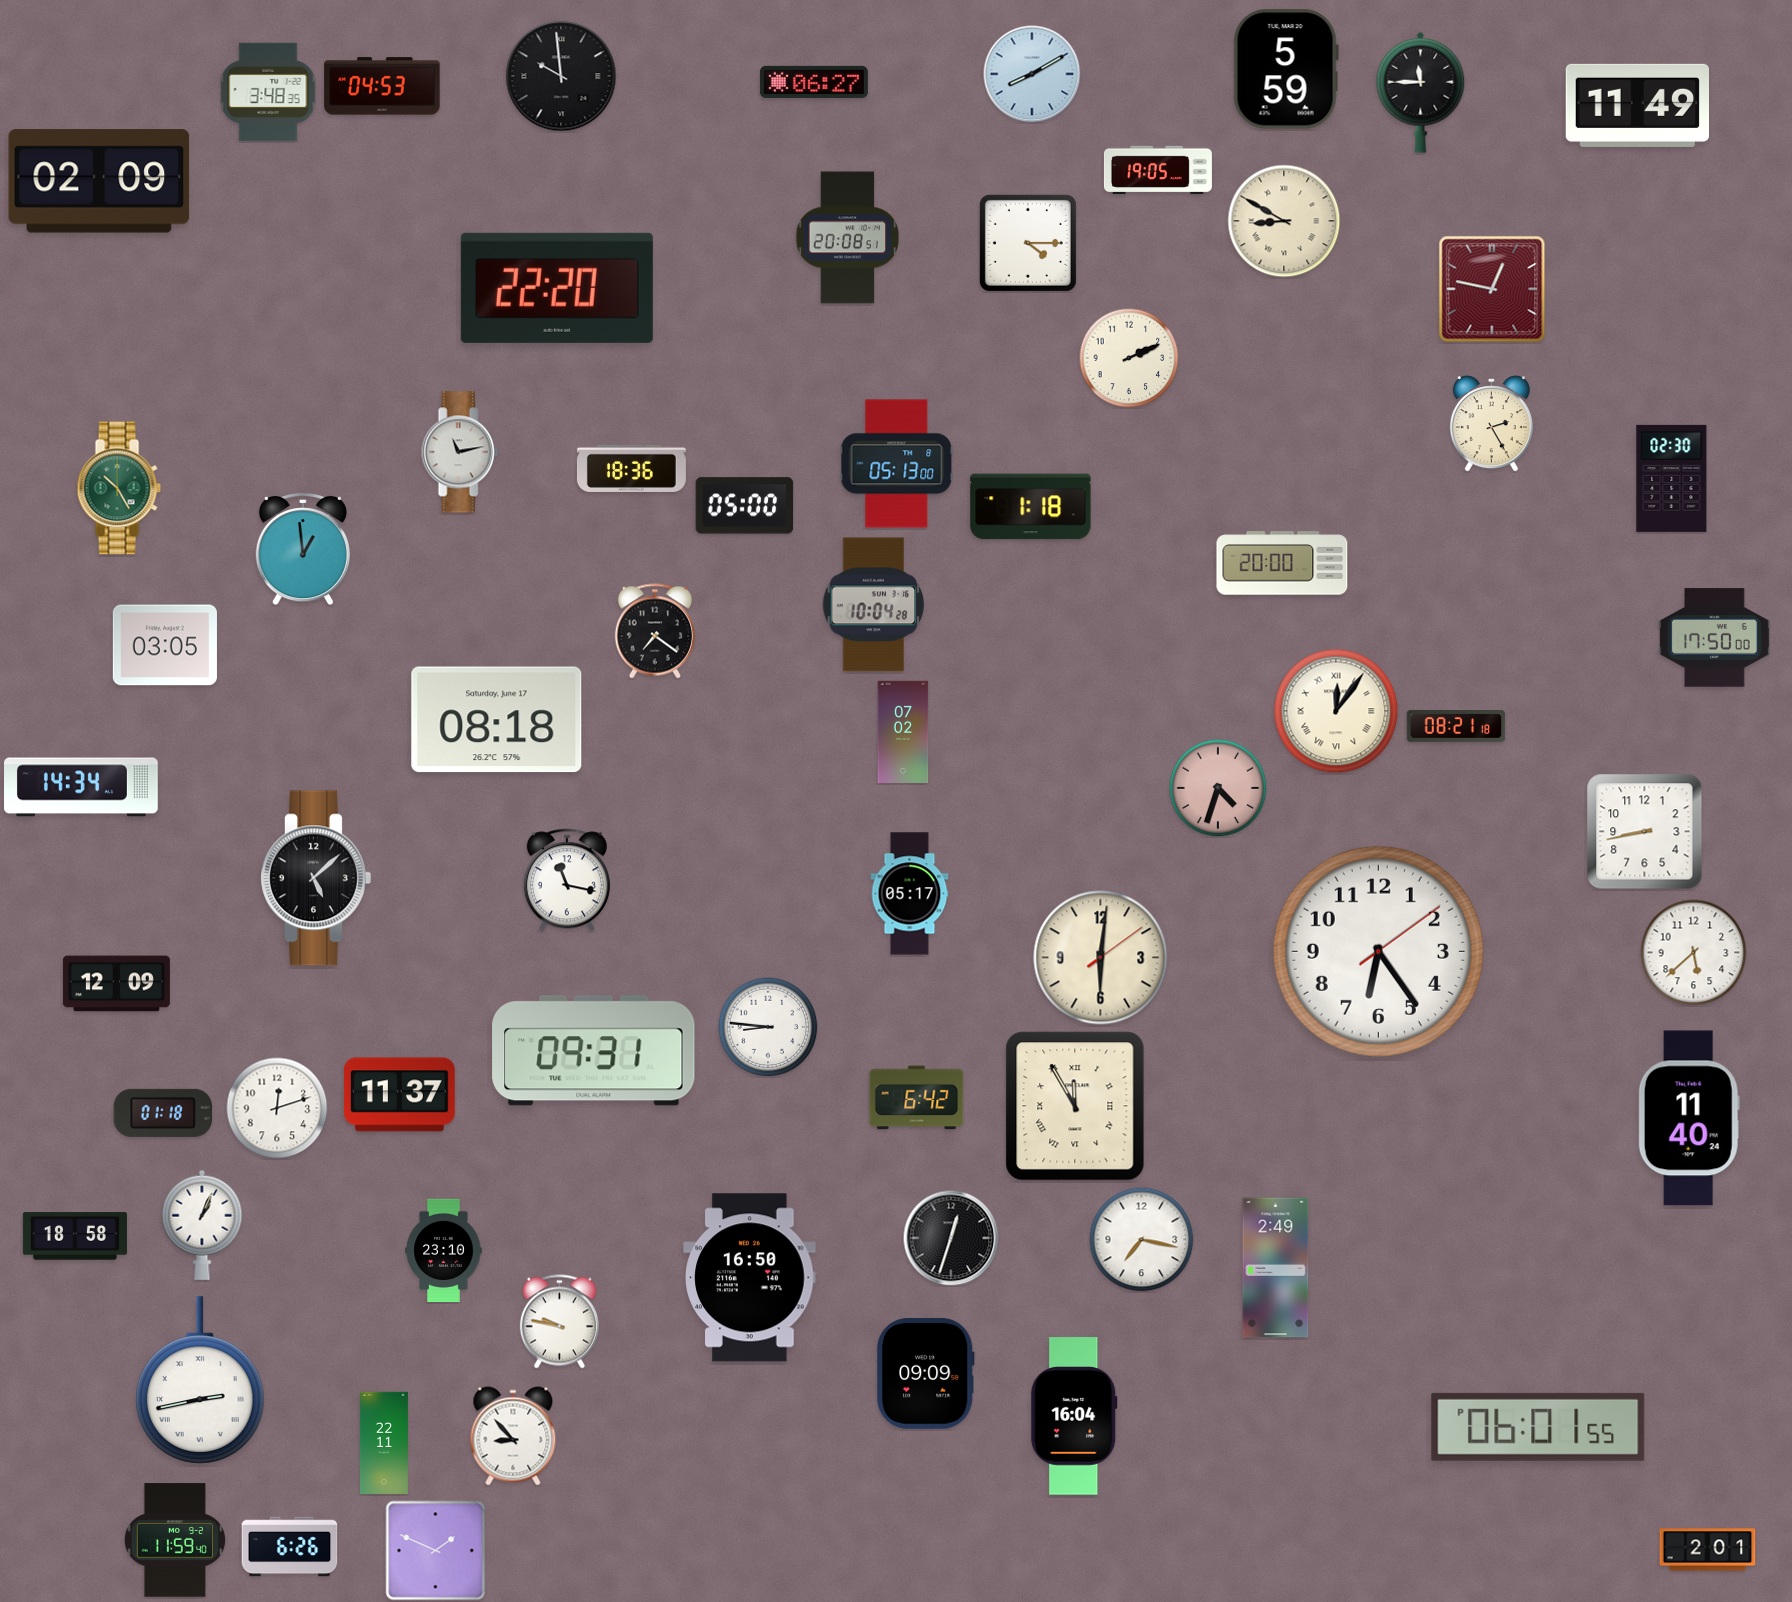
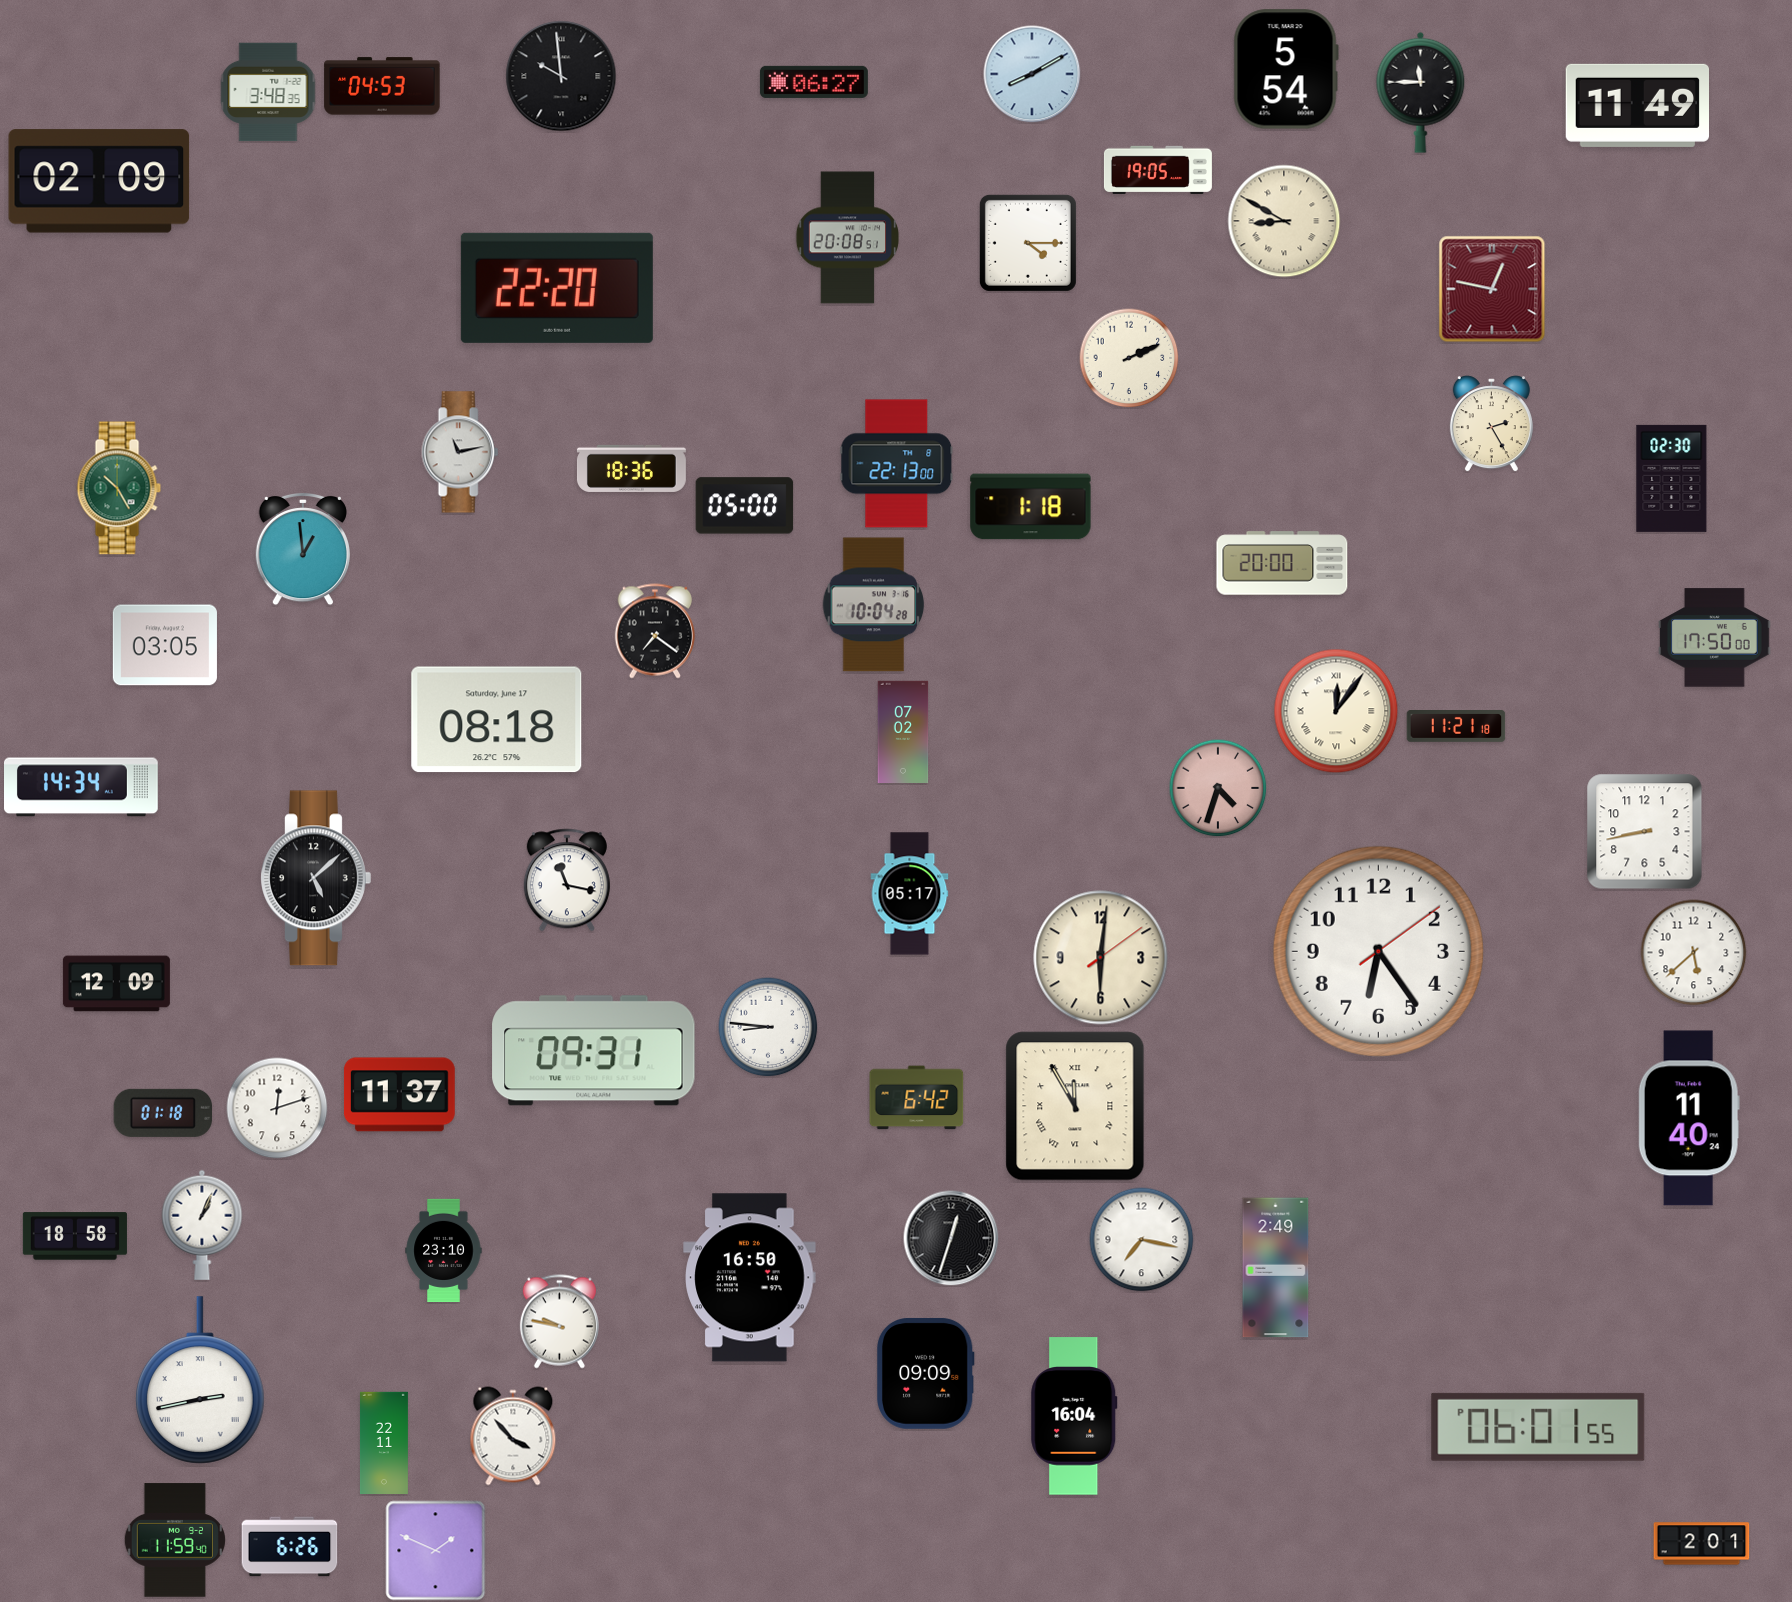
clock at (1286, 69): 5:59 -> 5:54
clock at (897, 464): 05:13 -> 22:13
clock at (1456, 727): 08:21 -> 11:21
clock at (513, 1436): 8:53 -> 3:53
clock at (1708, 1550) position: (1708, 1550) -> (1702, 1544)
